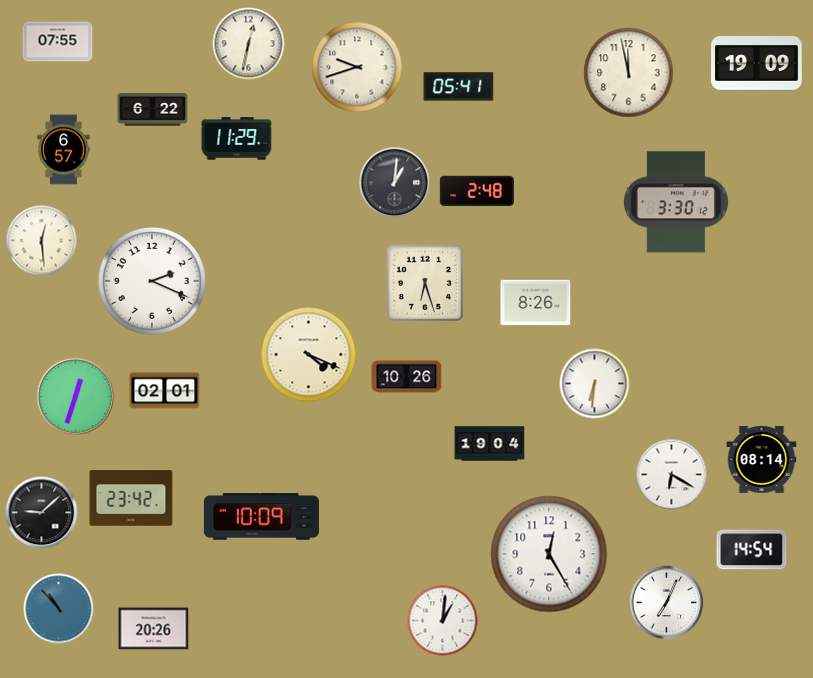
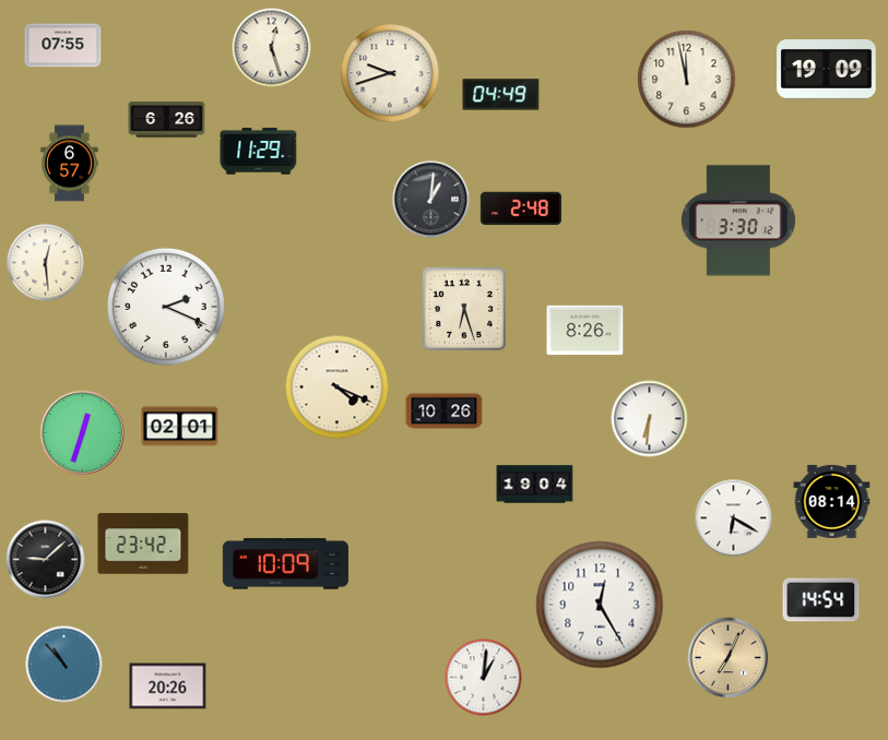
clock at (249, 44): 12:32 -> 12:27
clock at (459, 87): 05:41 -> 04:49
clock at (153, 110): 6:22 -> 6:26
clock at (667, 603) dial: white -> champagne
